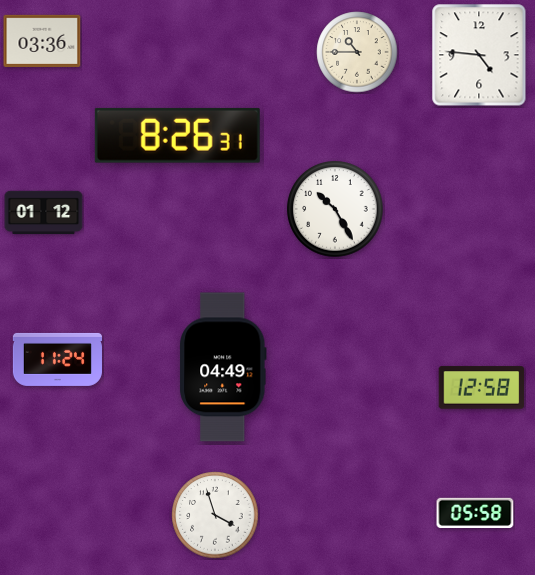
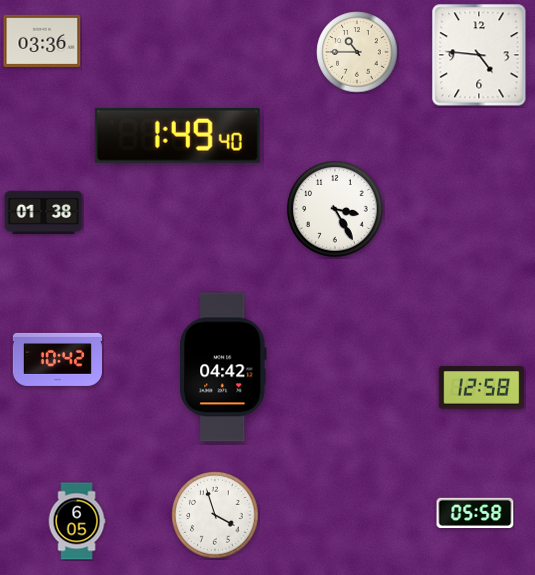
clock at (177, 135): 8:26 -> 1:49
clock at (335, 209): 10:25 -> 3:25
clock at (44, 213): 01:12 -> 01:38
clock at (57, 359): 11:24 -> 10:42
clock at (223, 367): 04:49 -> 04:42
clock at (77, 521): none -> 6:05
